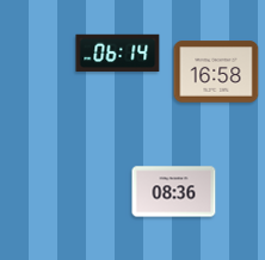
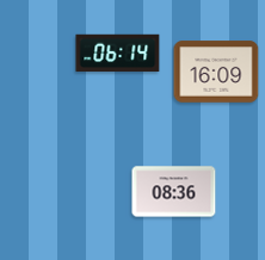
clock at (216, 72): 16:58 -> 16:09
